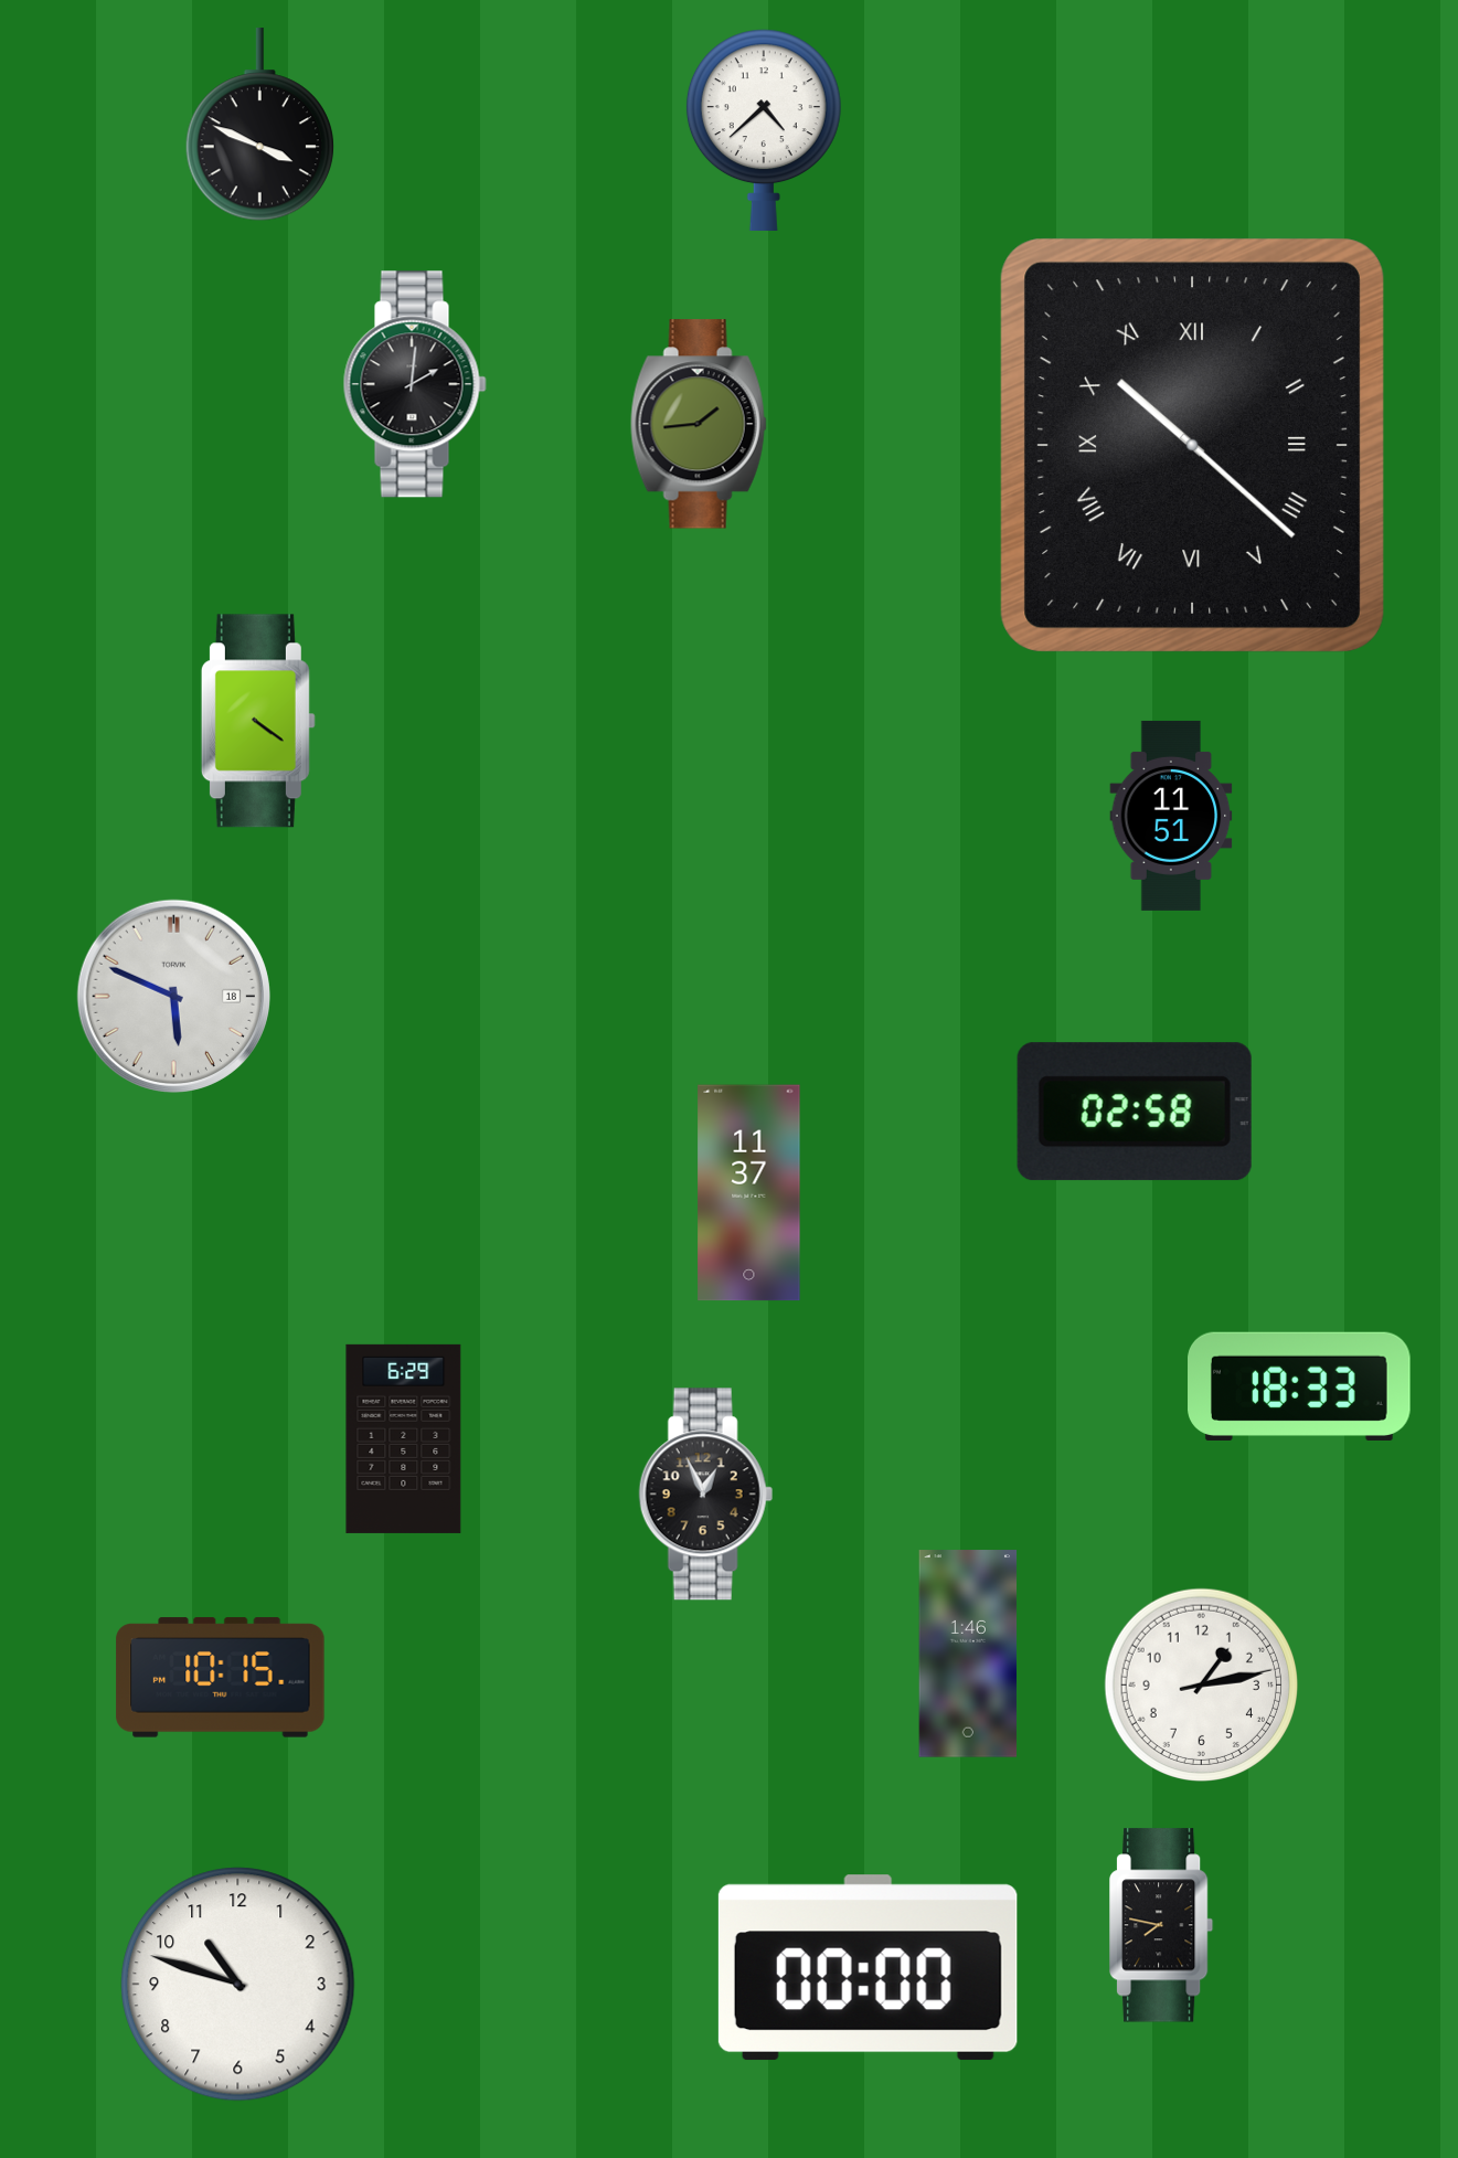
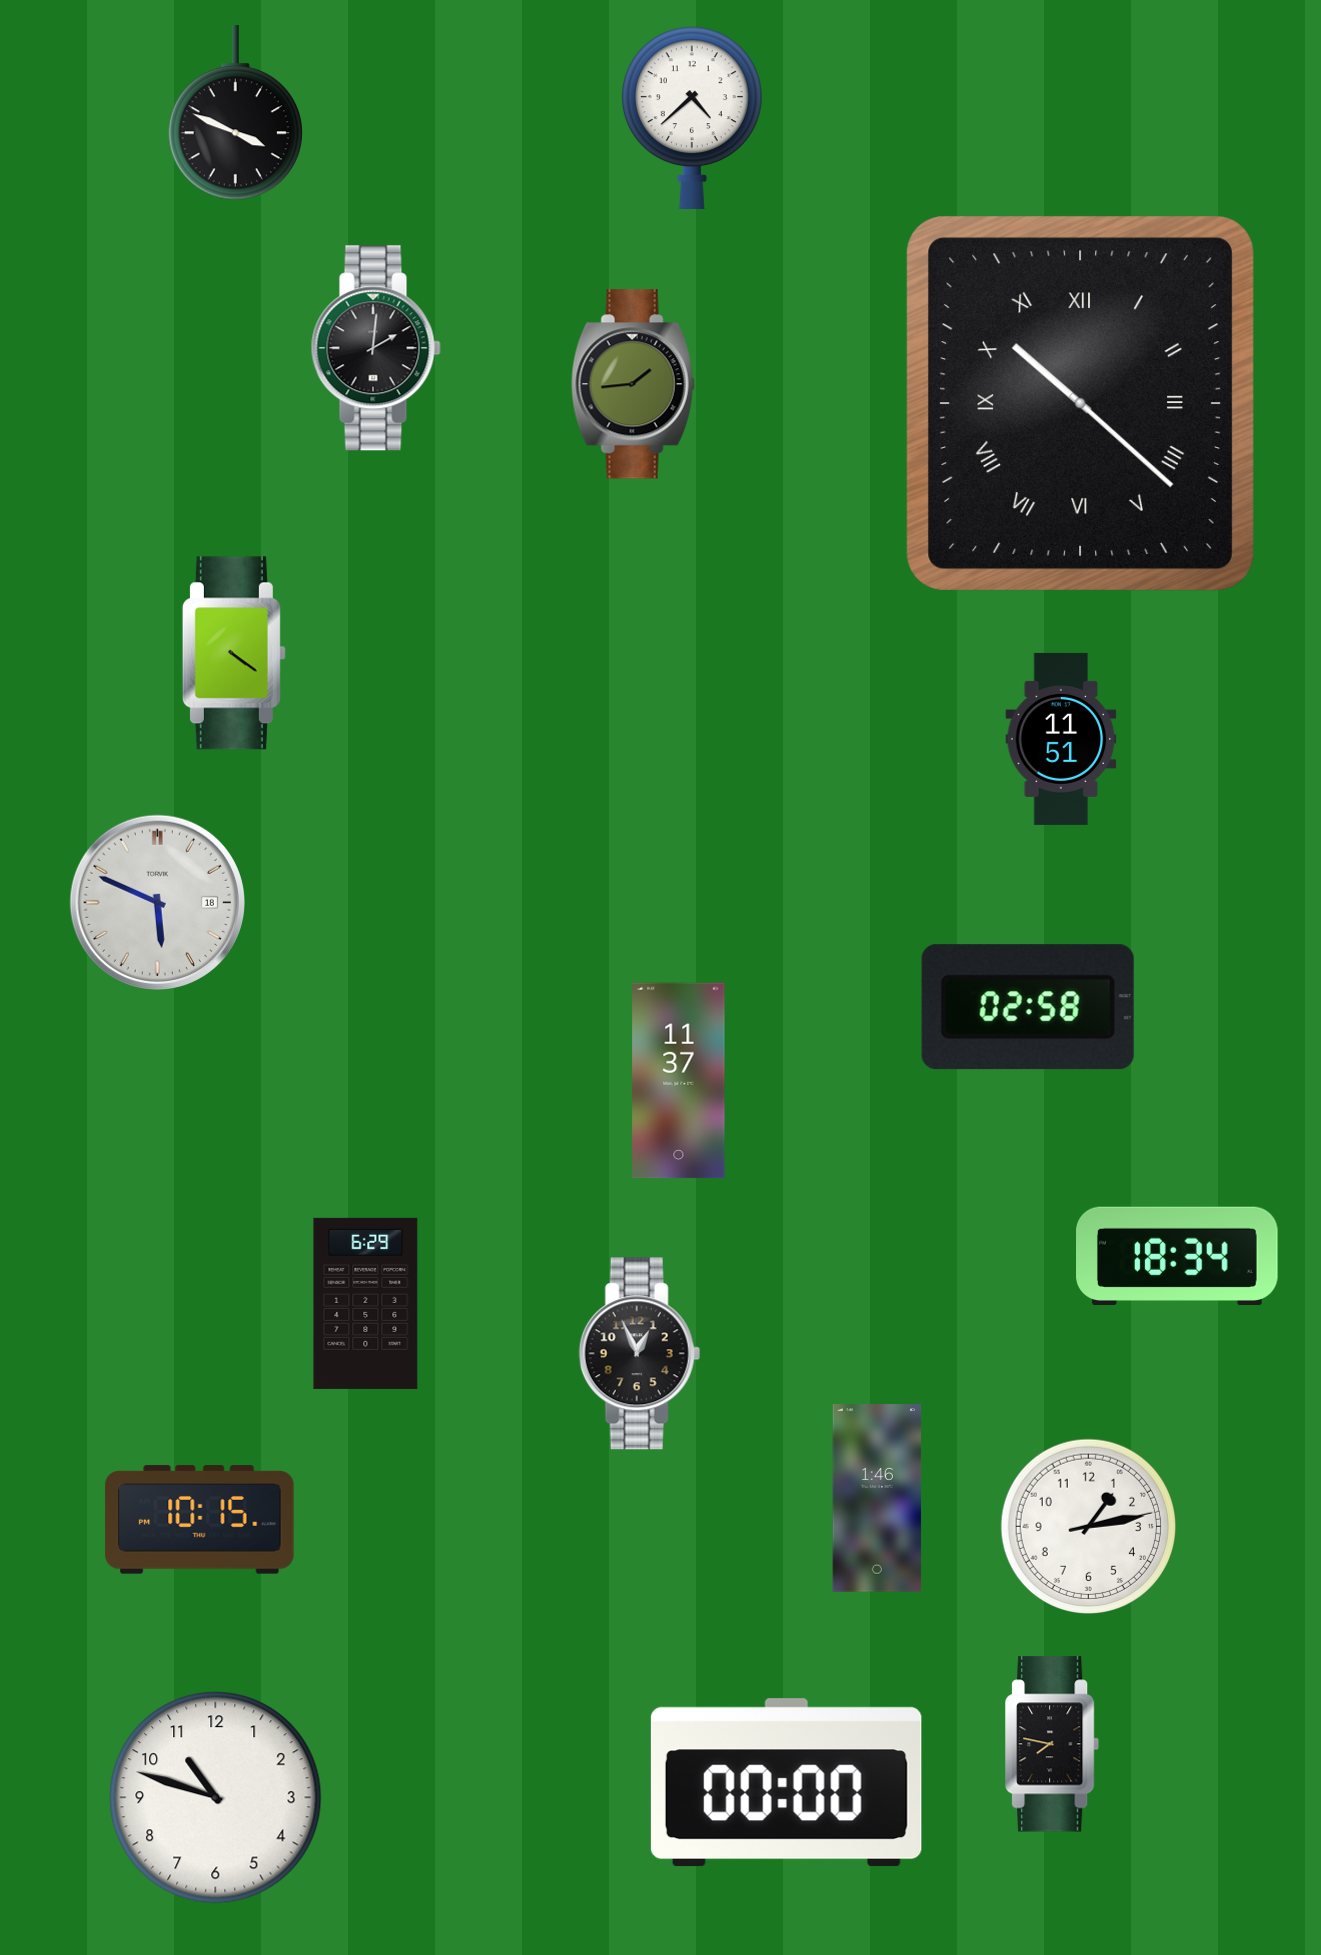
clock at (1299, 1386): 18:33 -> 18:34
